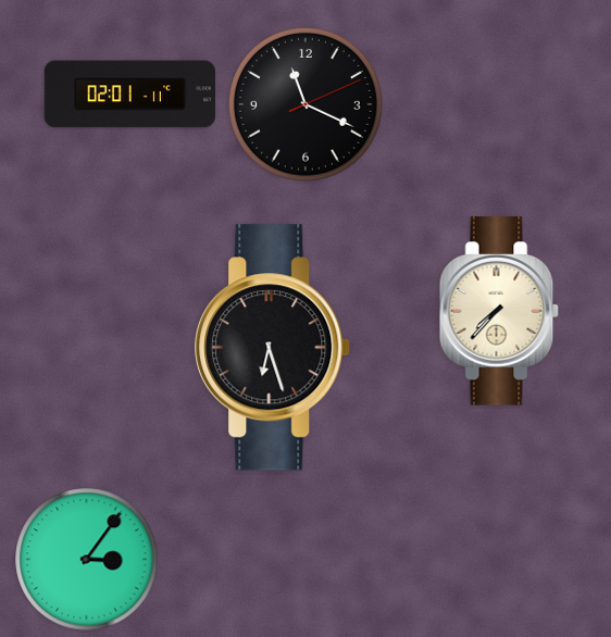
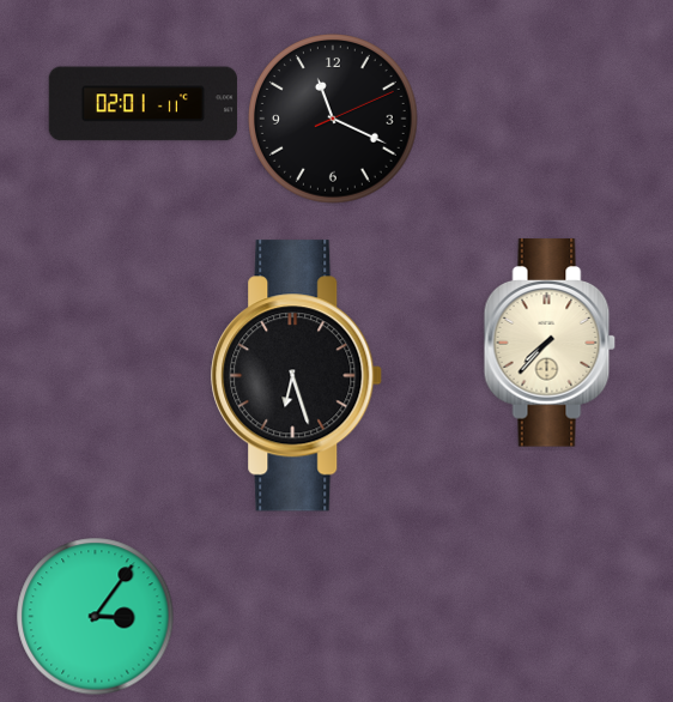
clock at (307, 105) position: (307, 105) -> (334, 120)
clock at (273, 348) position: (273, 348) -> (297, 376)
